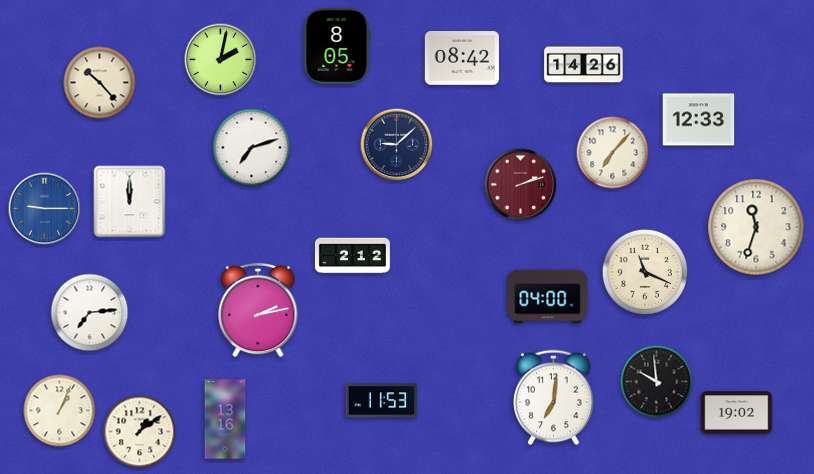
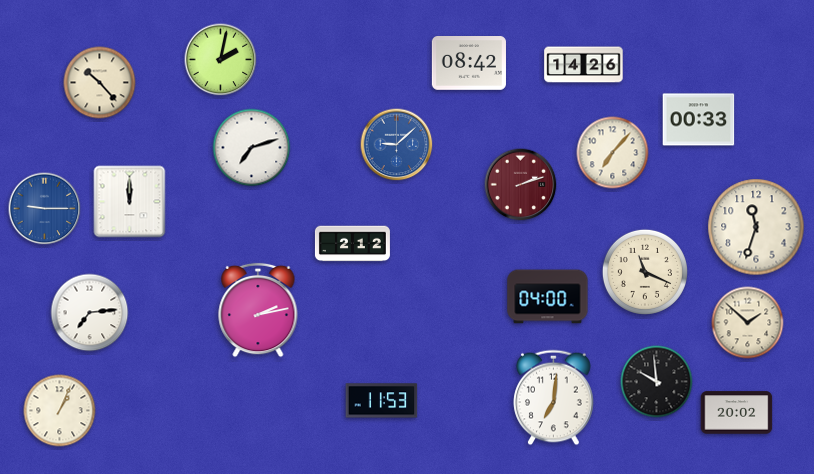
clock at (337, 46): 8:05 -> none
clock at (462, 59) position: (462, 59) -> (469, 64)
clock at (699, 120): 12:33 -> 00:33
clock at (397, 145) dial: navy -> blue
clock at (352, 256) position: (352, 256) -> (352, 244)
clock at (748, 323): none -> 1:52
clock at (737, 413): 19:02 -> 20:02
clock at (225, 419): 13:16 -> none
clock at (140, 432): 1:09 -> none
